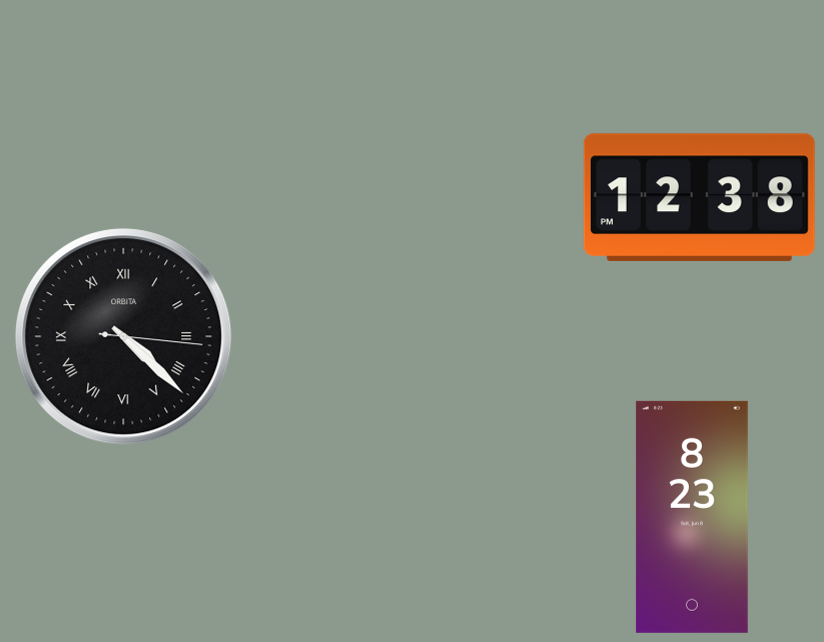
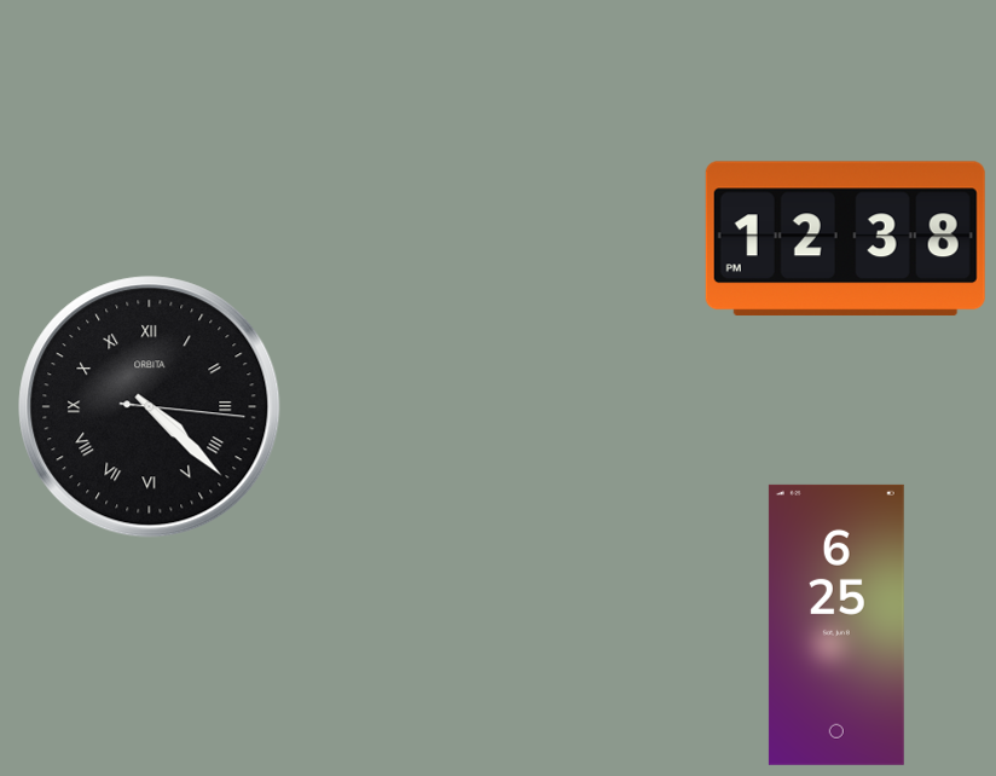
clock at (692, 517): 8:23 -> 6:25
